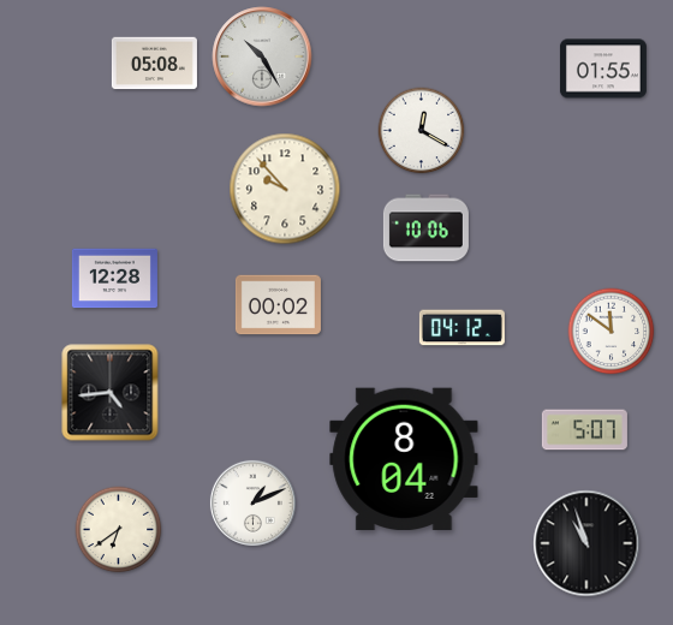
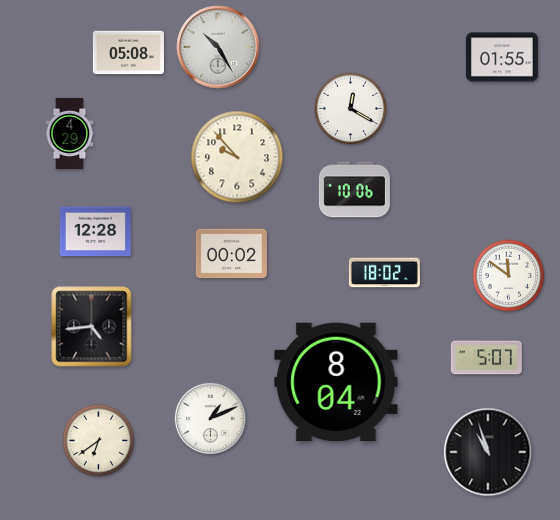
clock at (70, 133): none -> 4:29
clock at (461, 328): 04:12 -> 18:02
